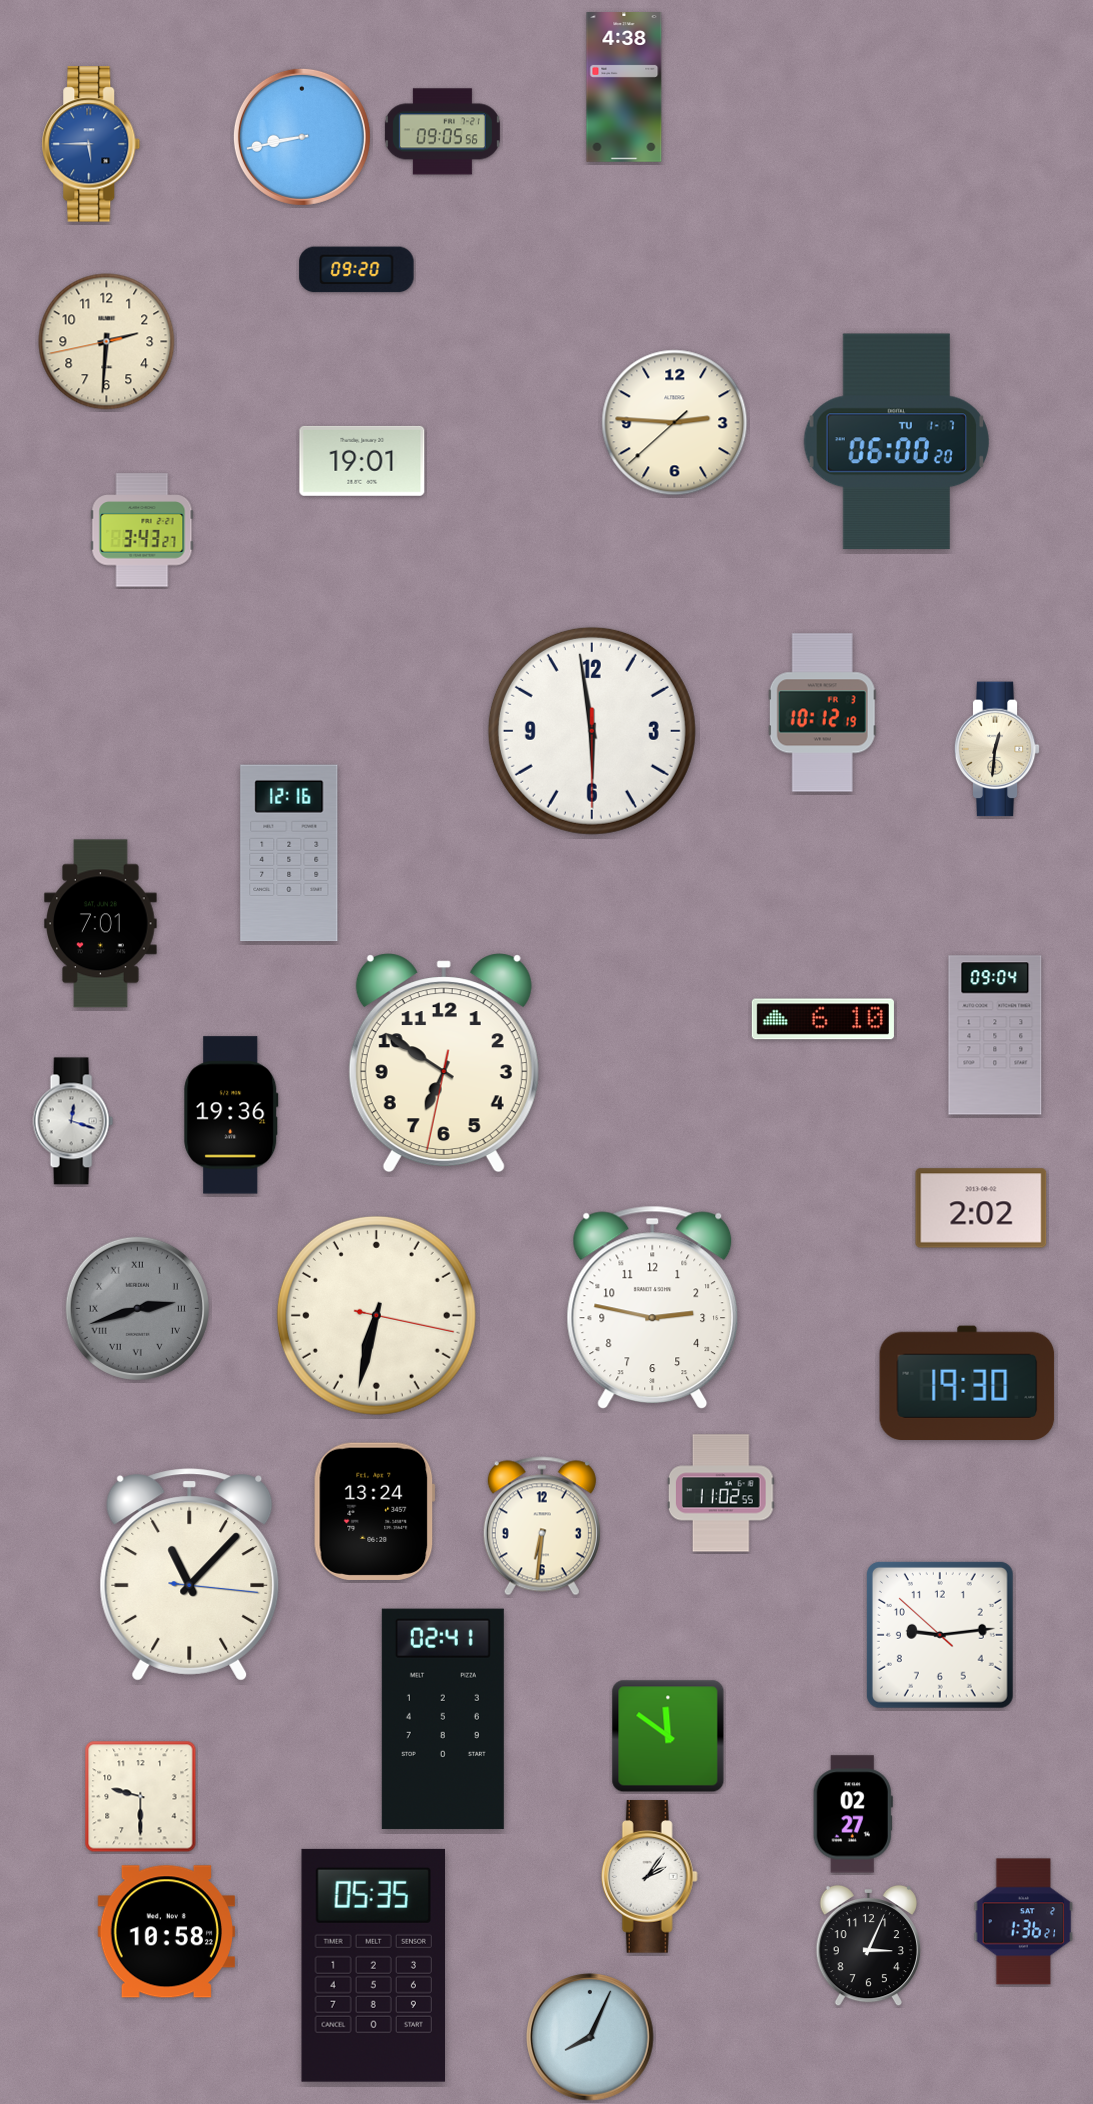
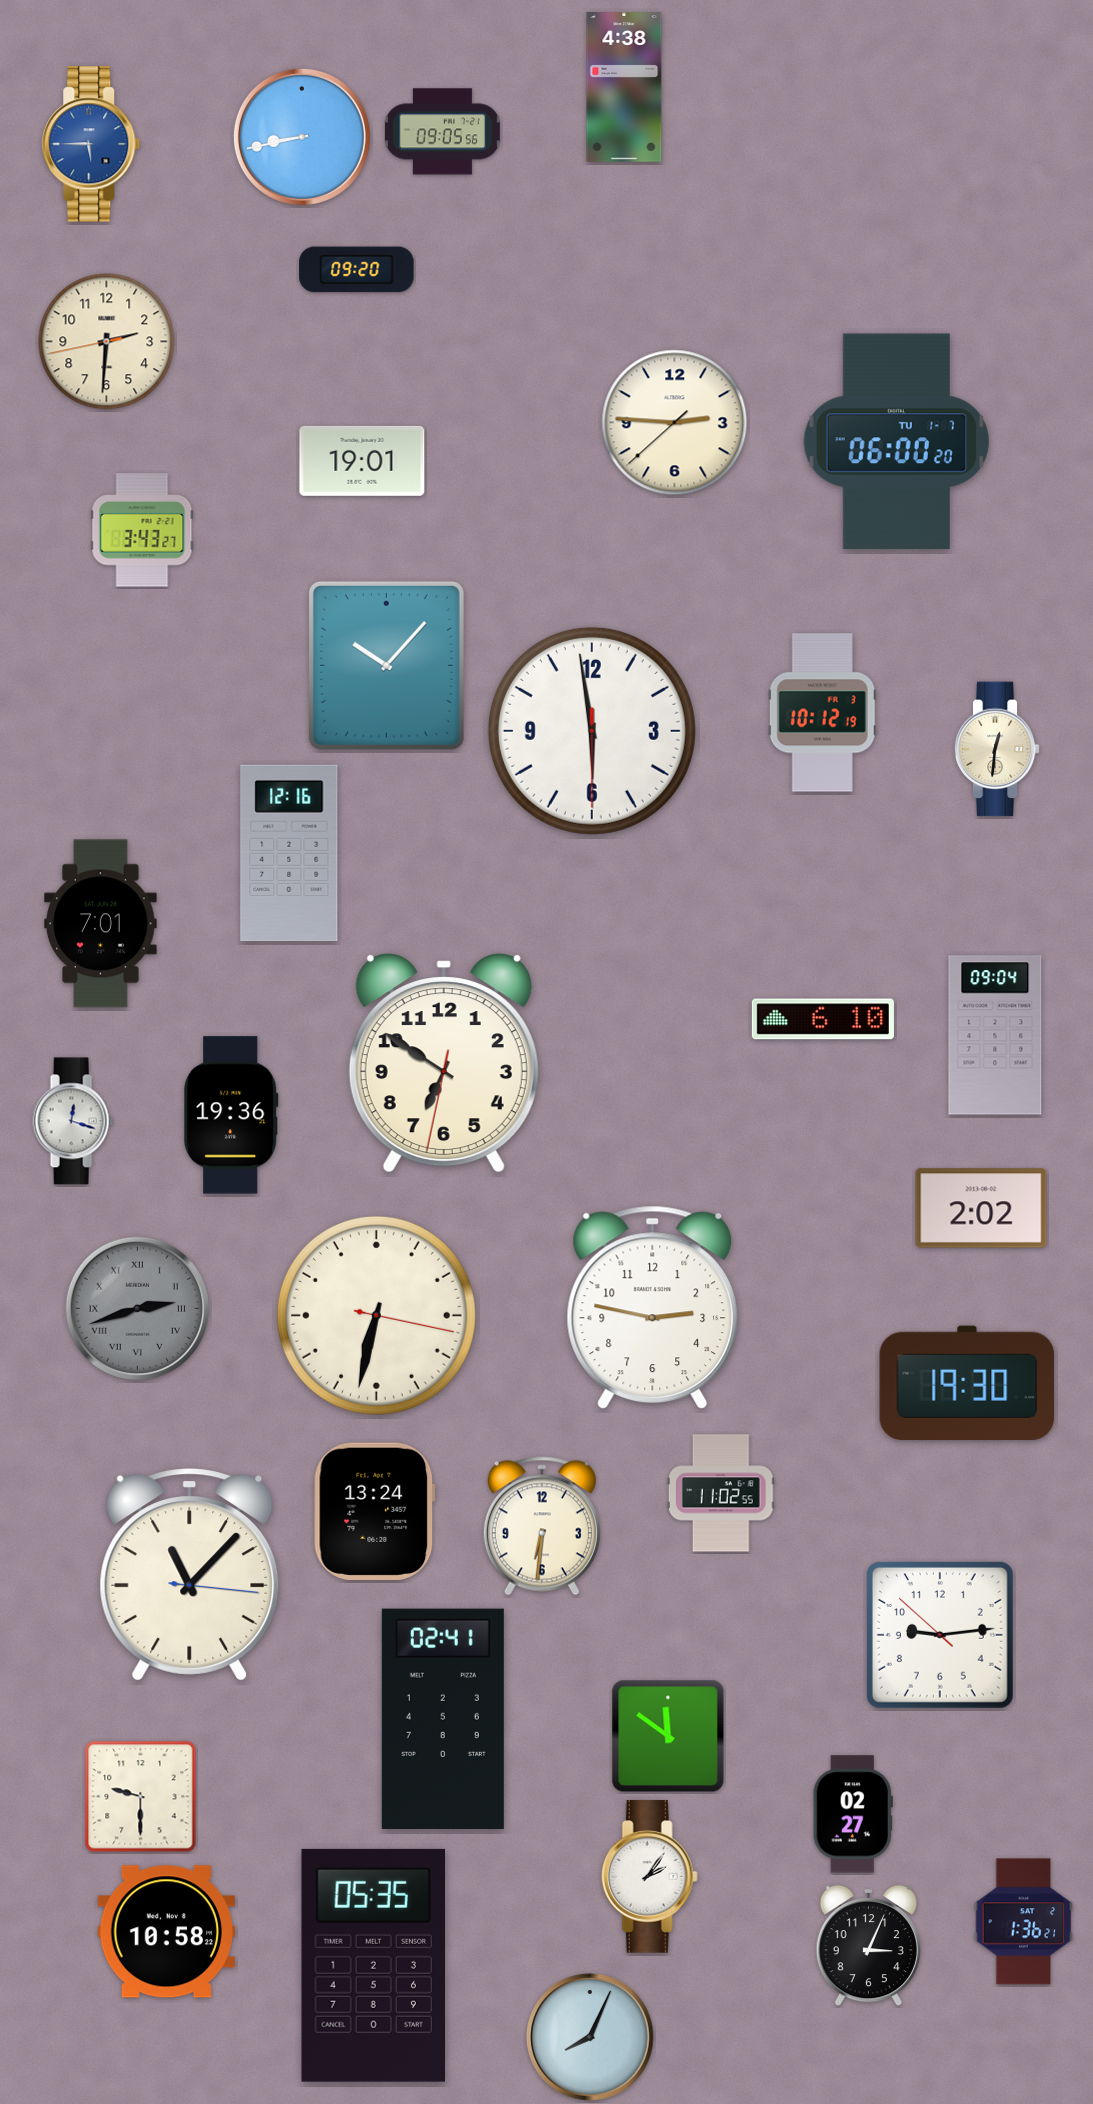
clock at (386, 665): none -> 10:07
